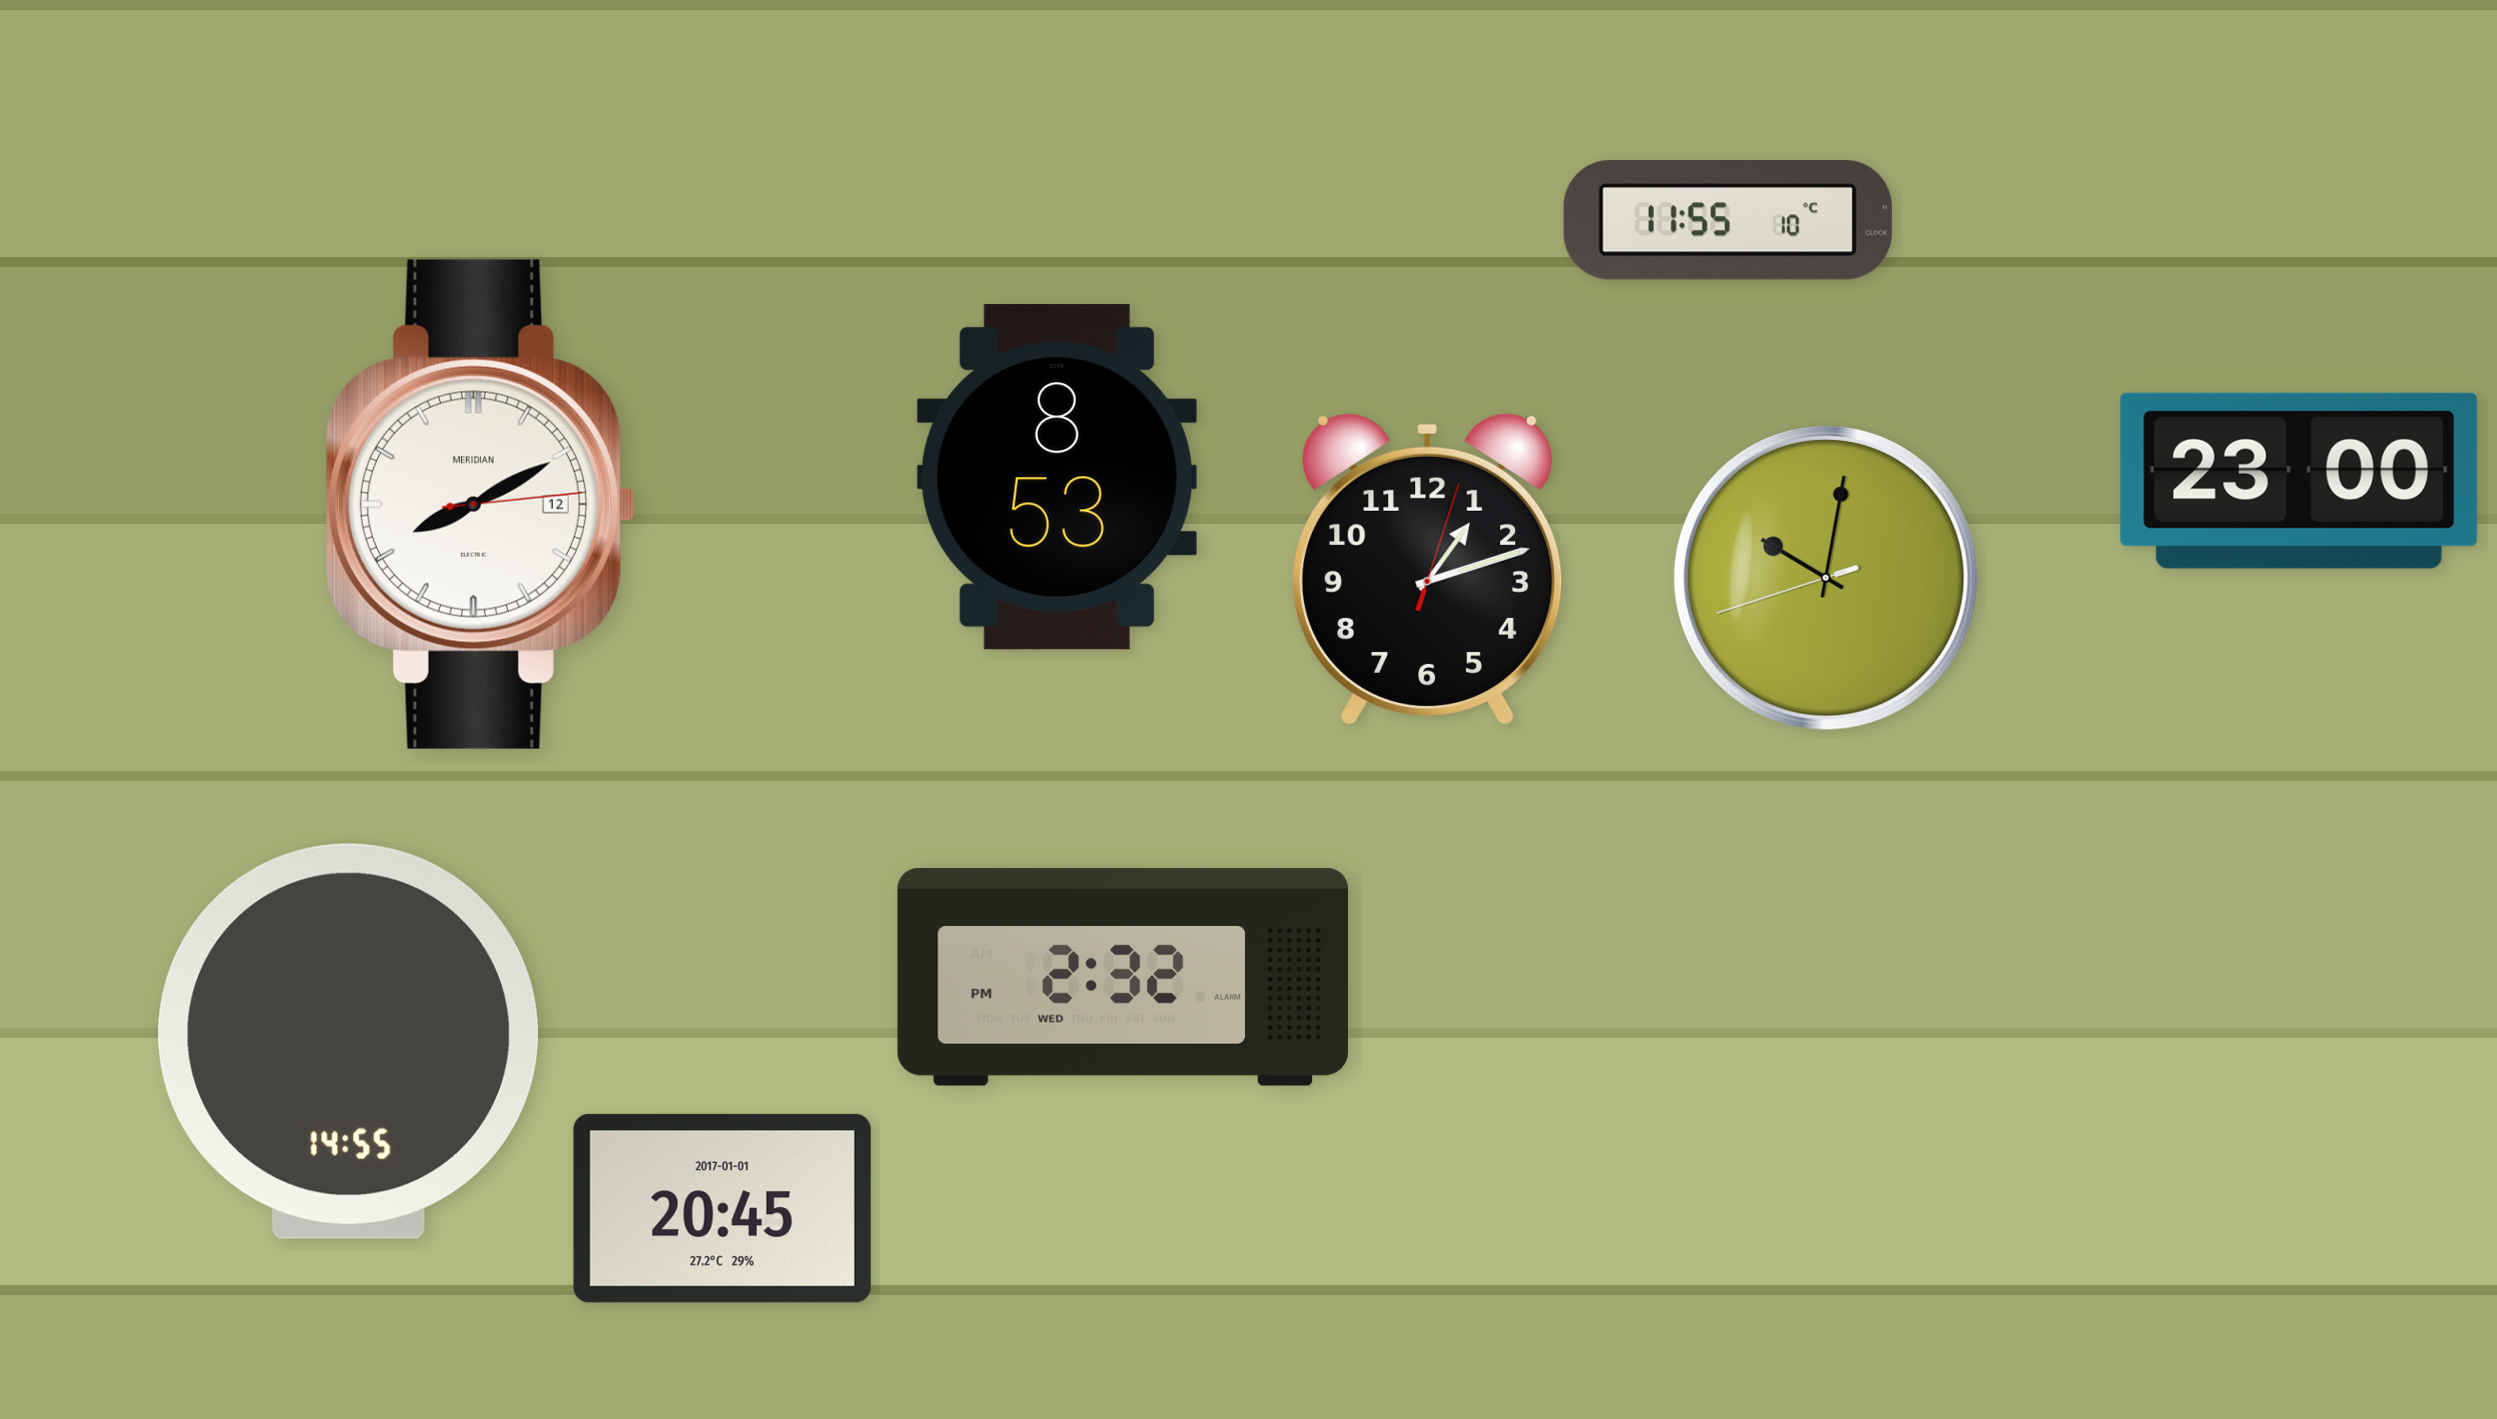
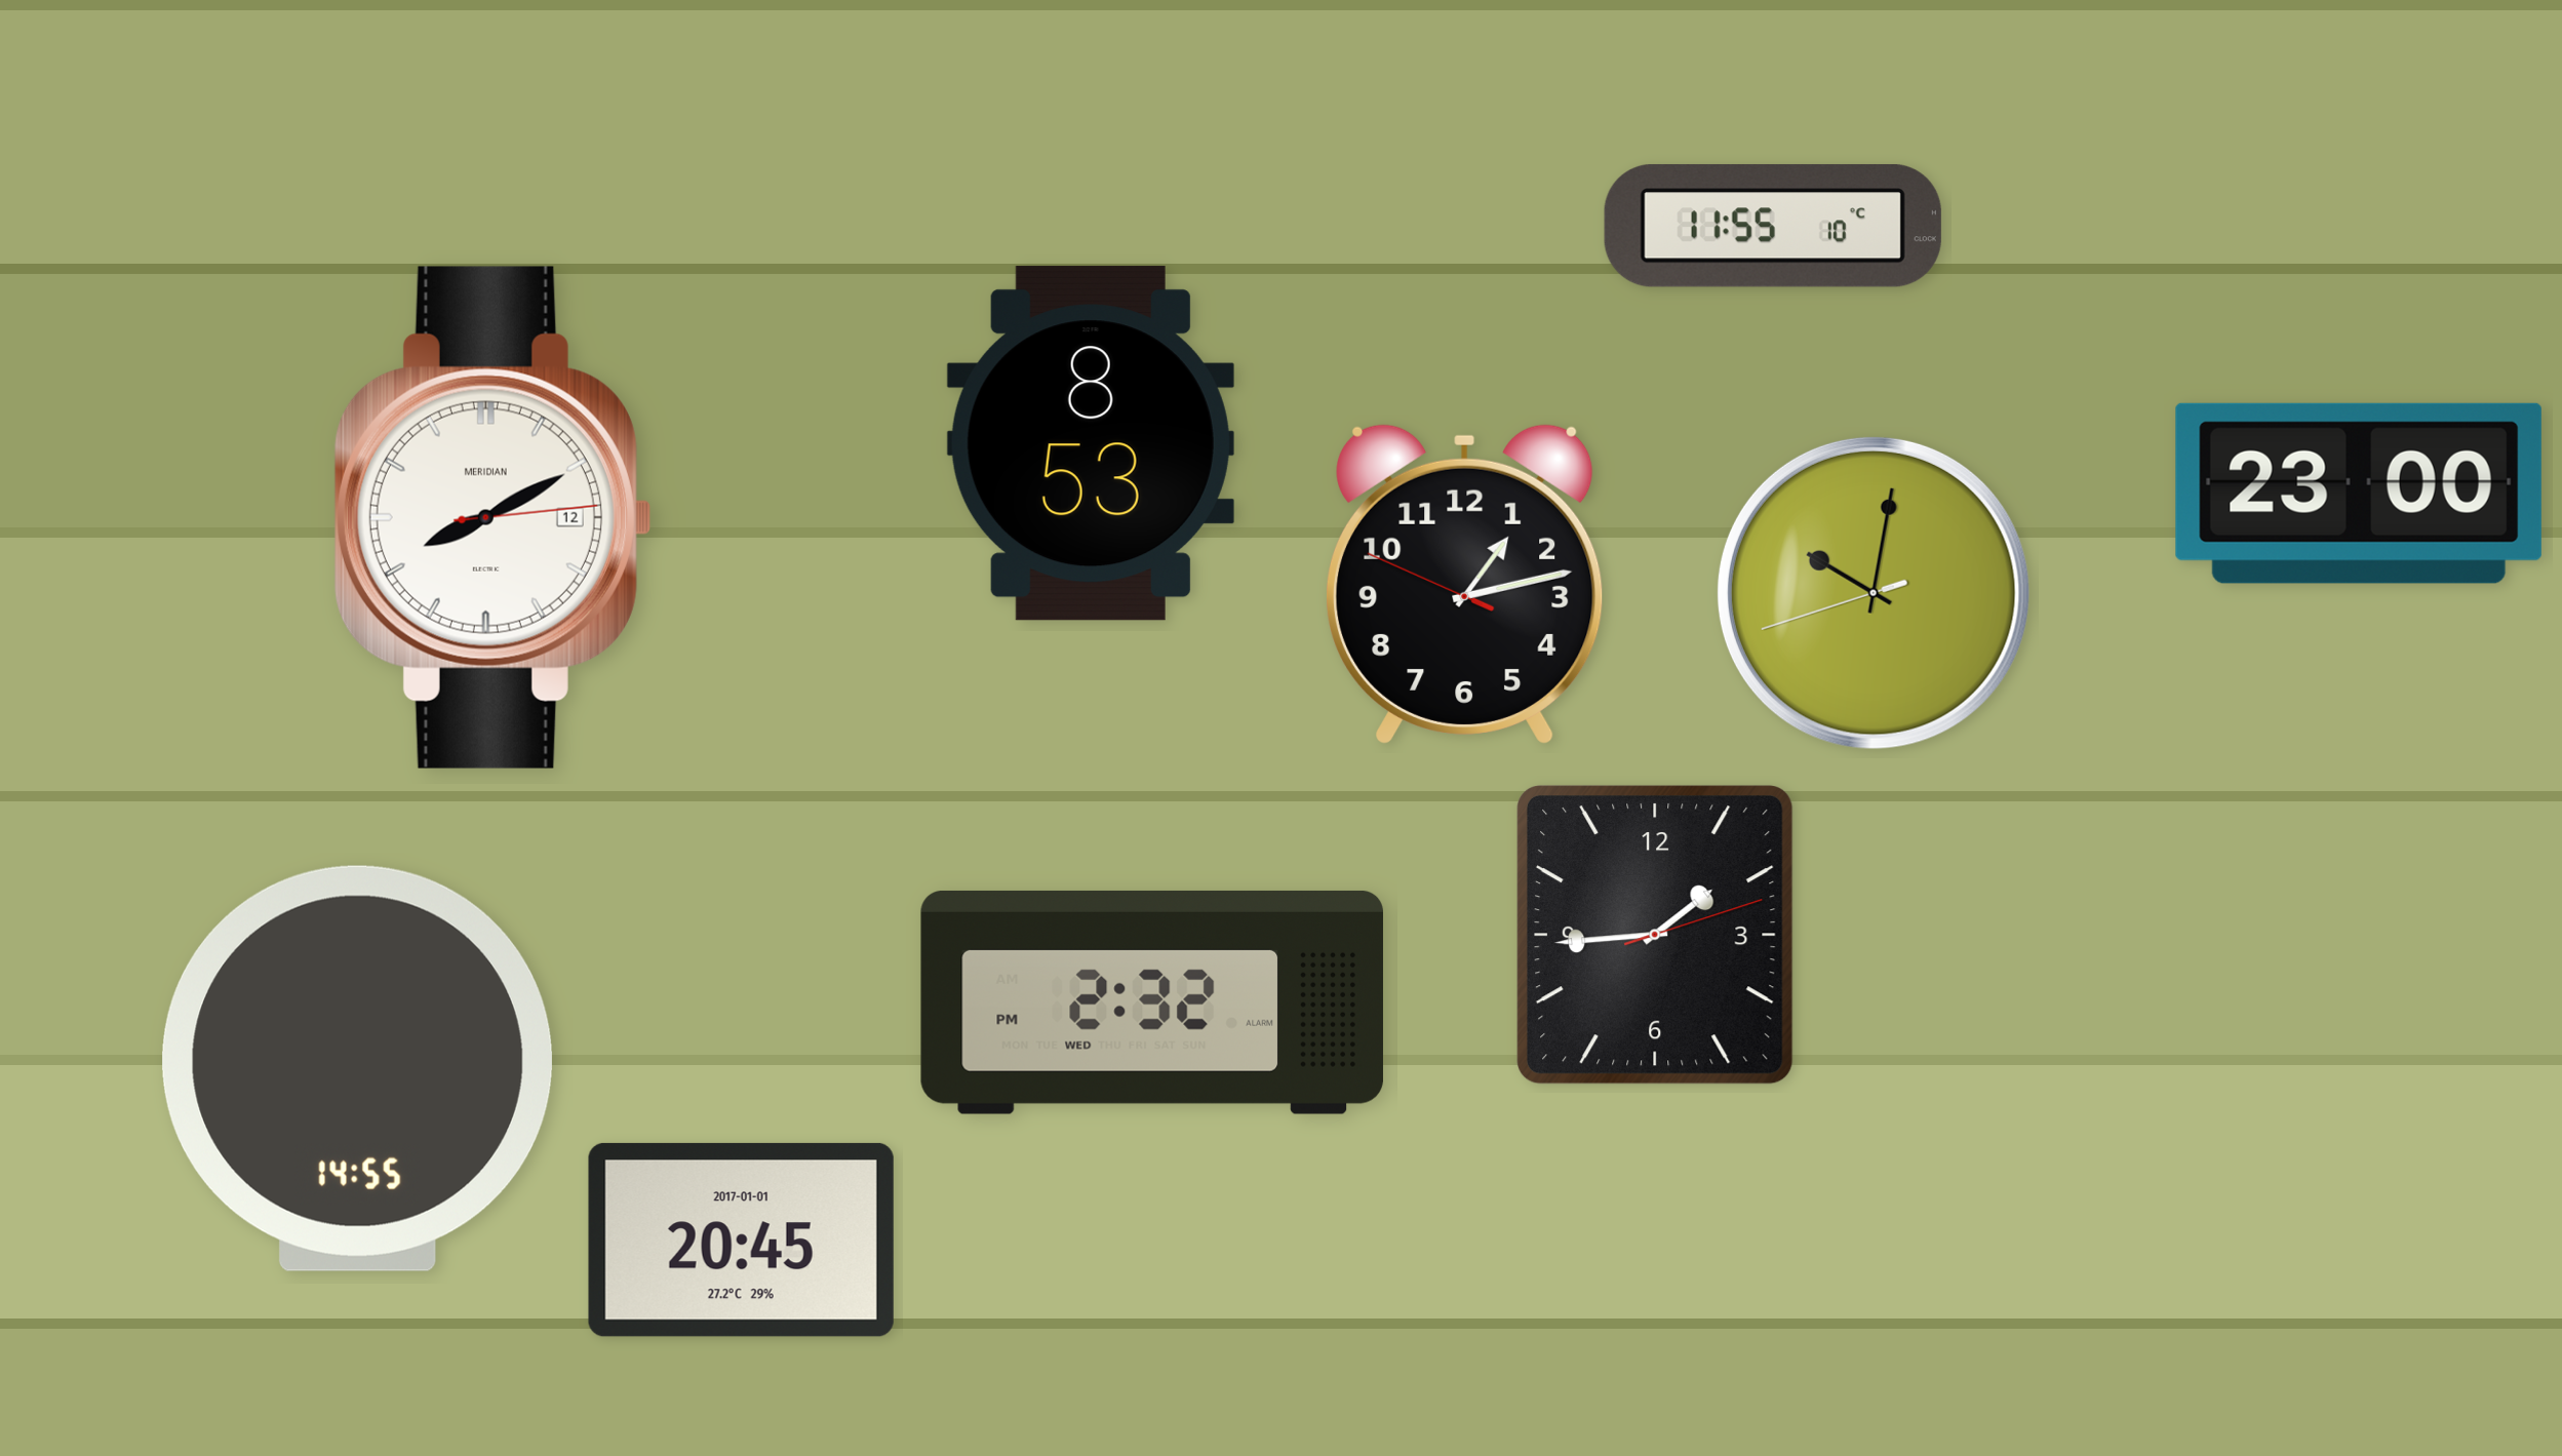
clock at (1057, 477) position: (1057, 477) -> (1091, 443)
clock at (1427, 569): 1:12:03 -> 1:12:49
clock at (1656, 935): none -> 1:44
